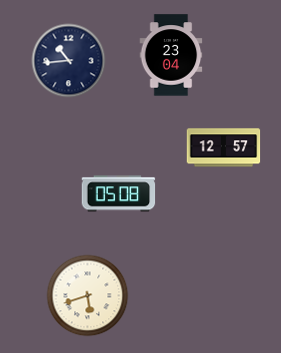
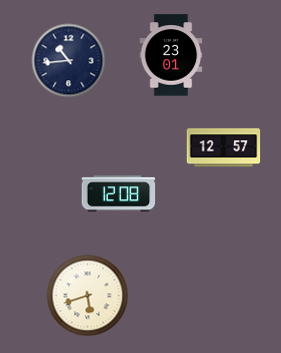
clock at (171, 55): 23:04 -> 23:01
clock at (119, 194): 05:08 -> 12:08
